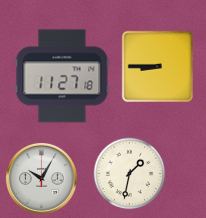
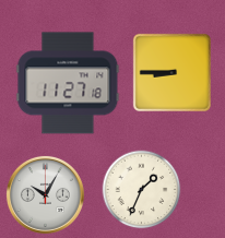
clock at (130, 174): 1:32 -> 1:34
